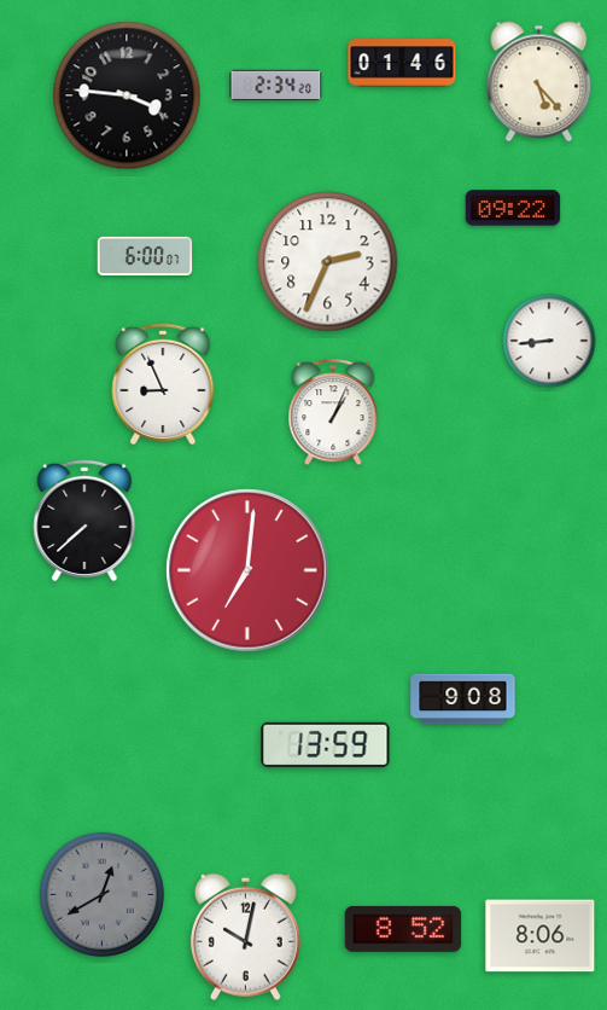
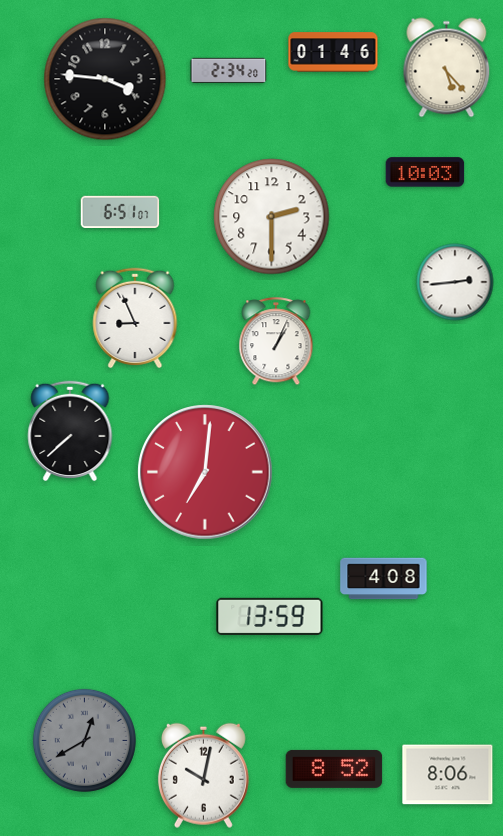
clock at (513, 208): 09:22 -> 10:03
clock at (145, 255): 6:00 -> 6:51
clock at (328, 262): 2:34 -> 2:30
clock at (549, 341): 8:44 -> 2:44
clock at (463, 700): 9:08 -> 4:08
